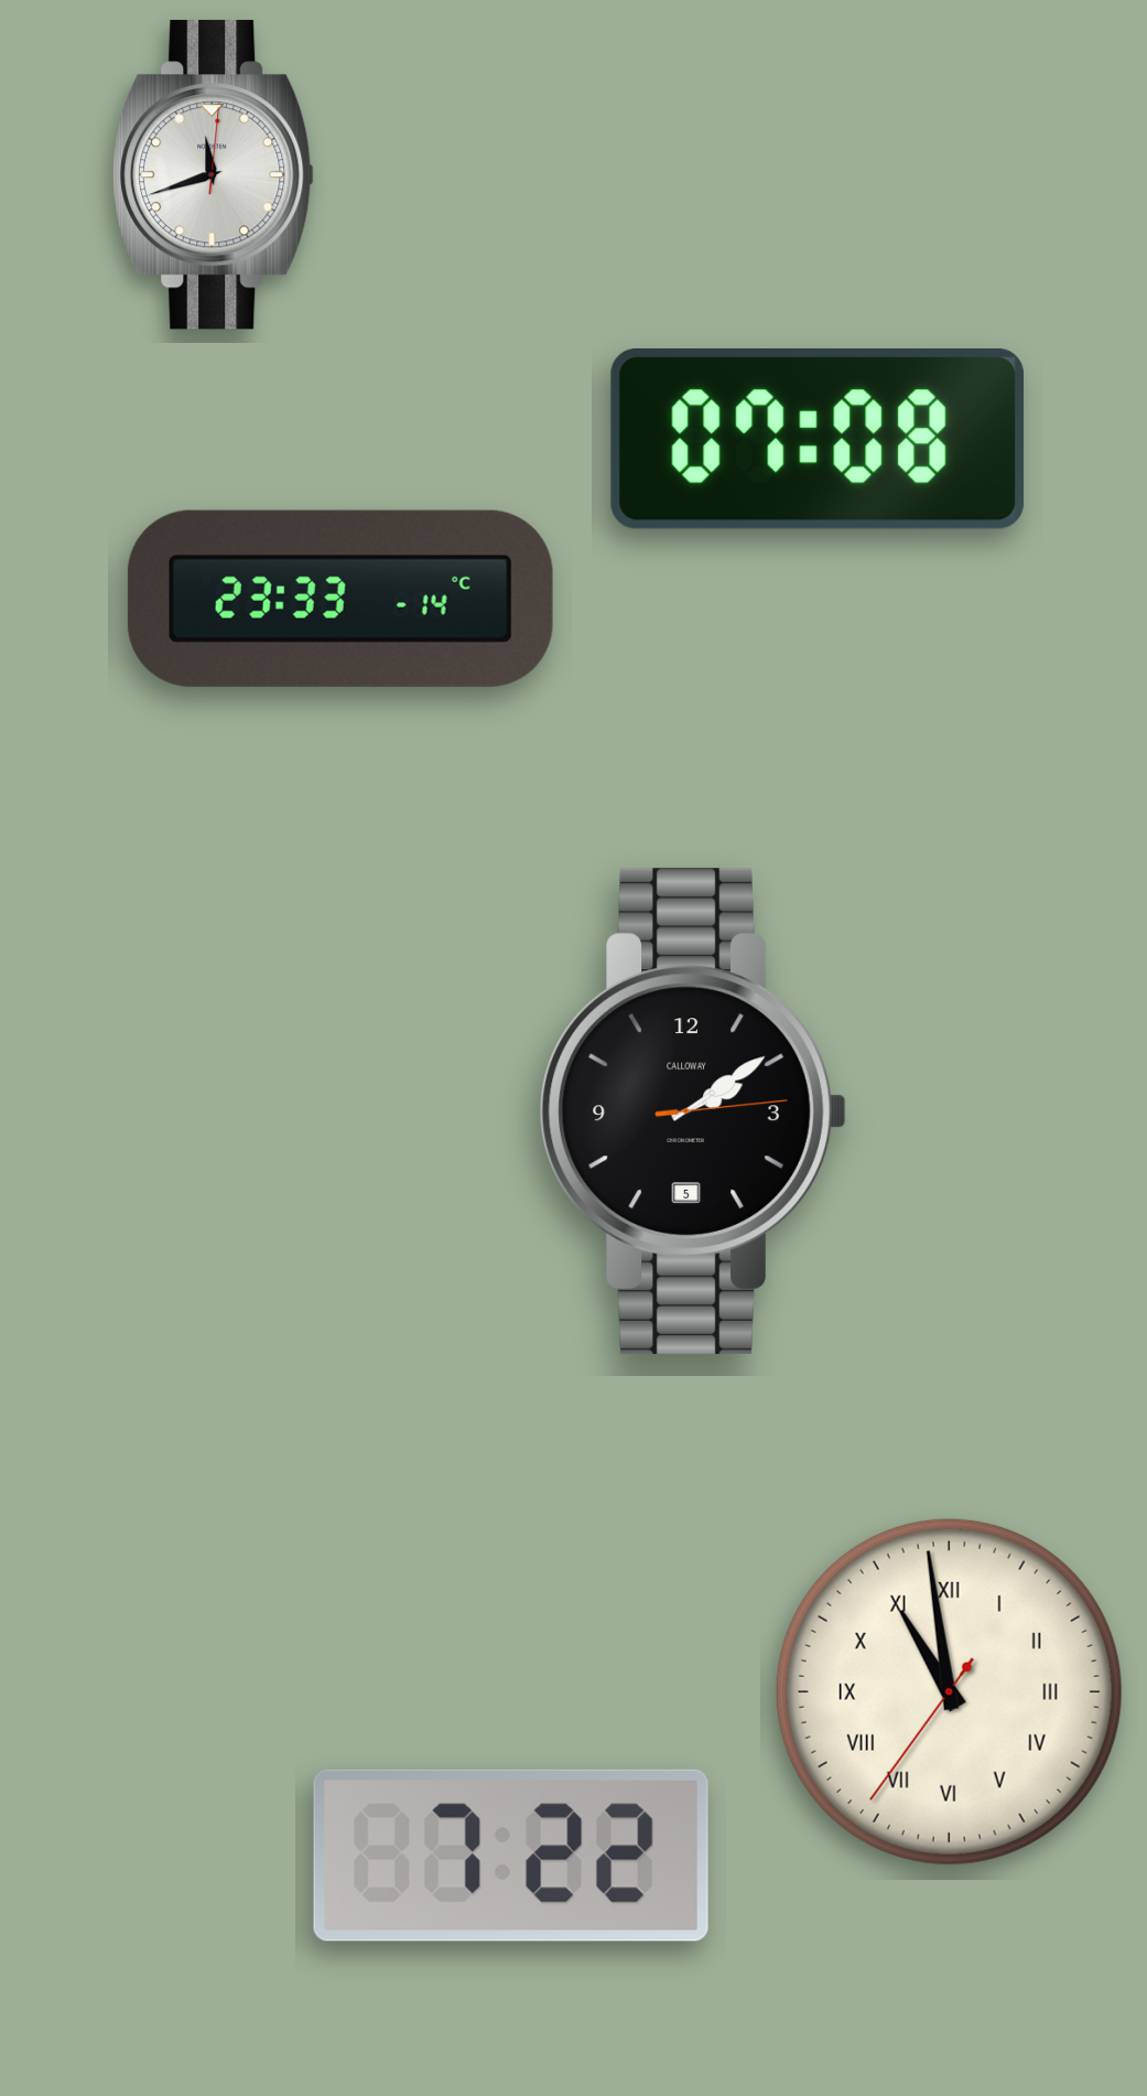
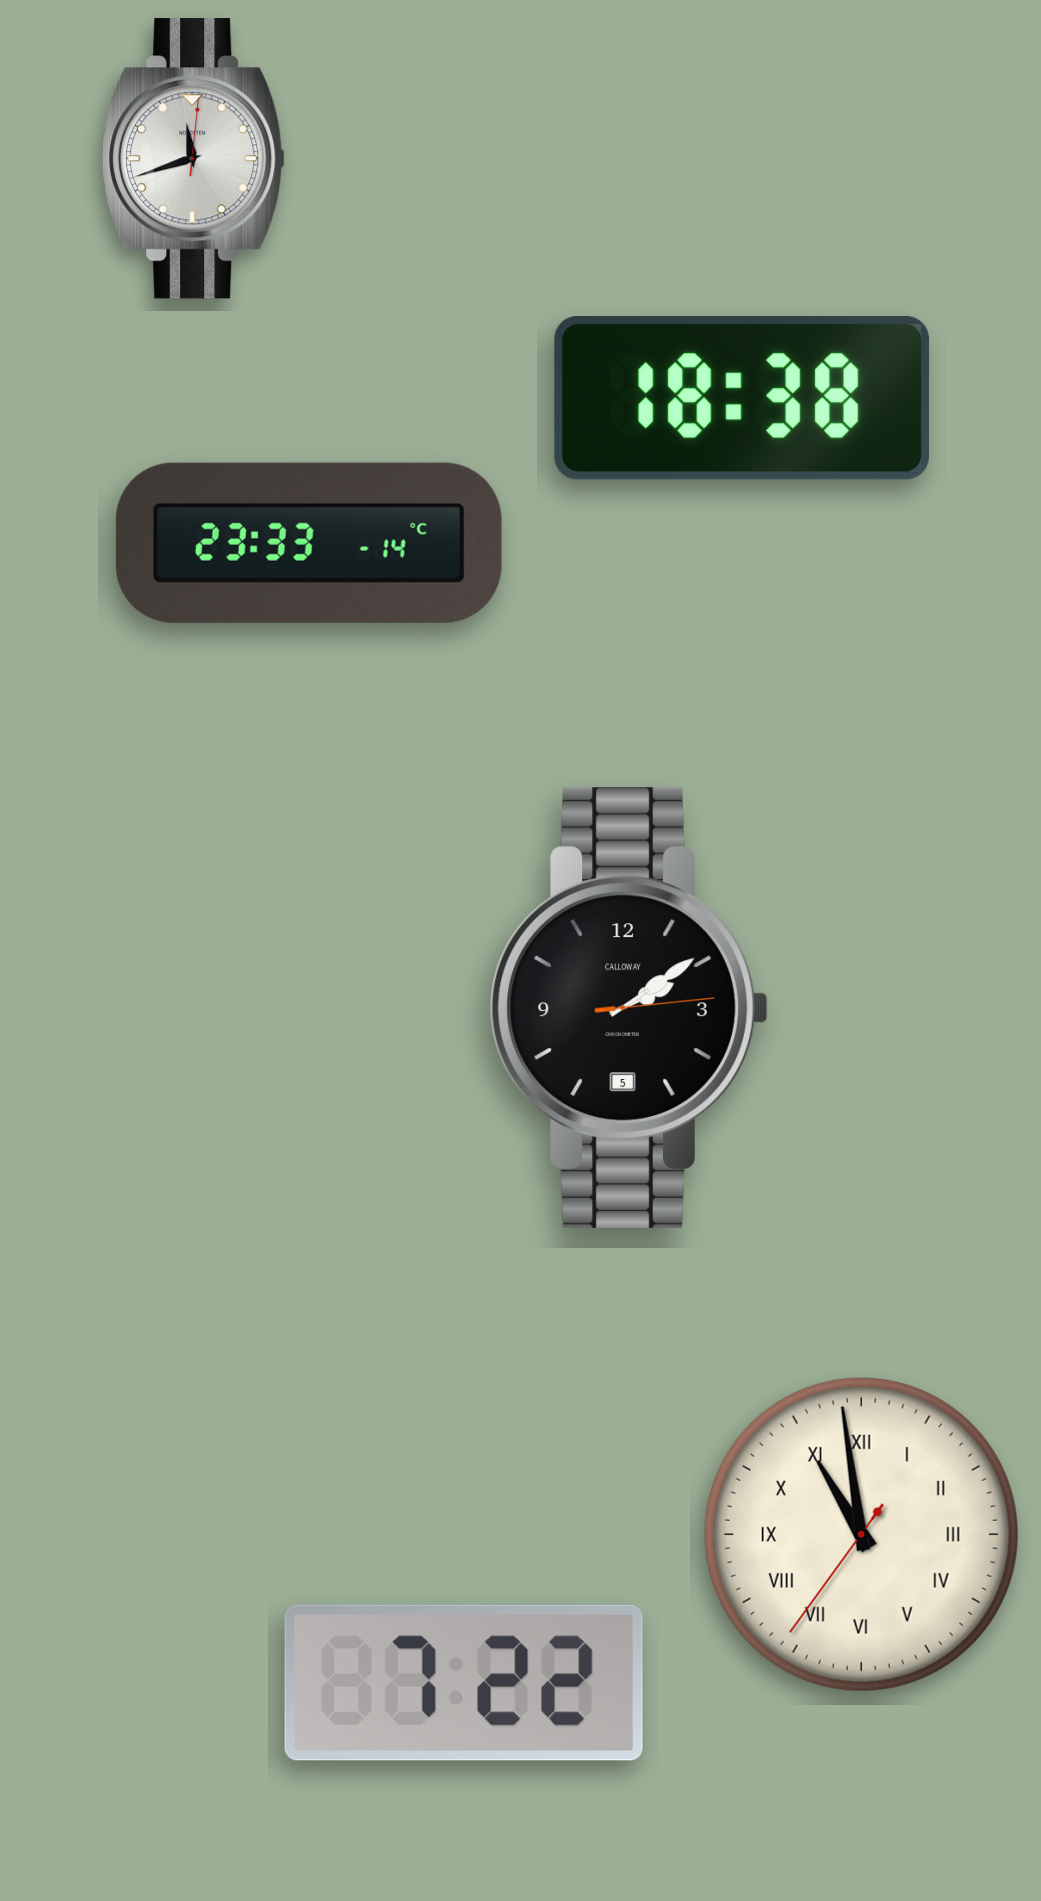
clock at (818, 440): 07:08 -> 18:38
